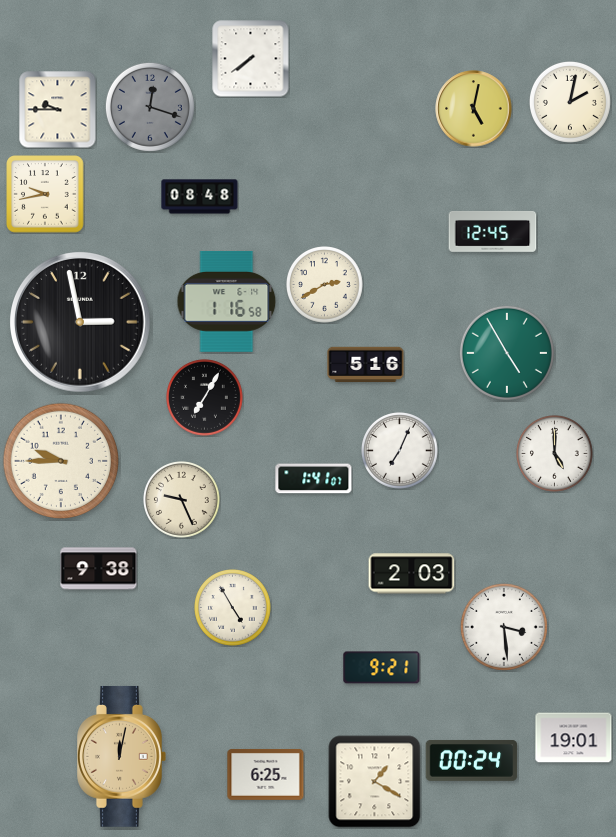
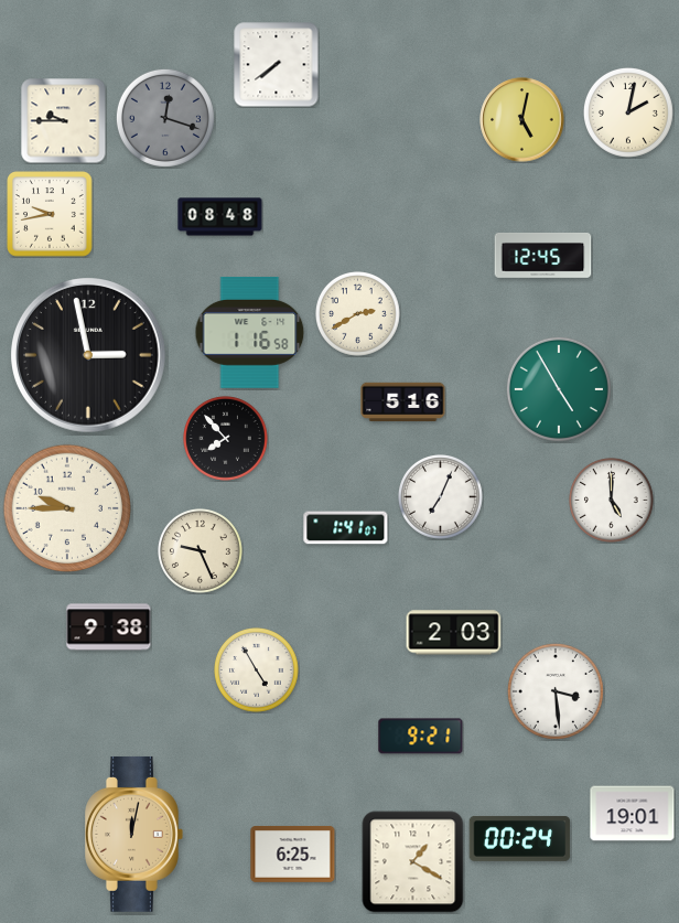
clock at (205, 398): 7:05 -> 7:53
